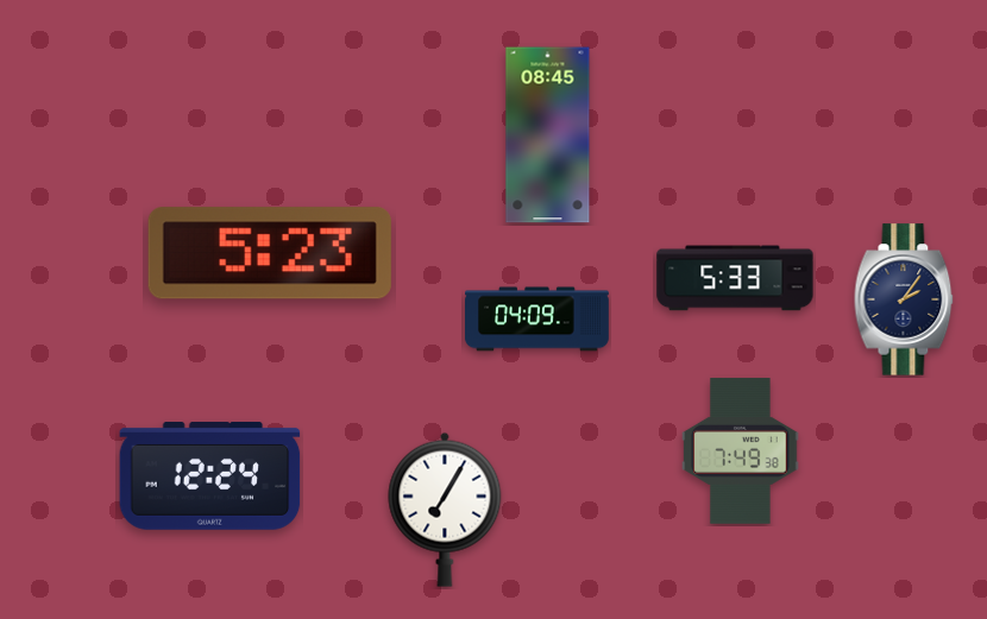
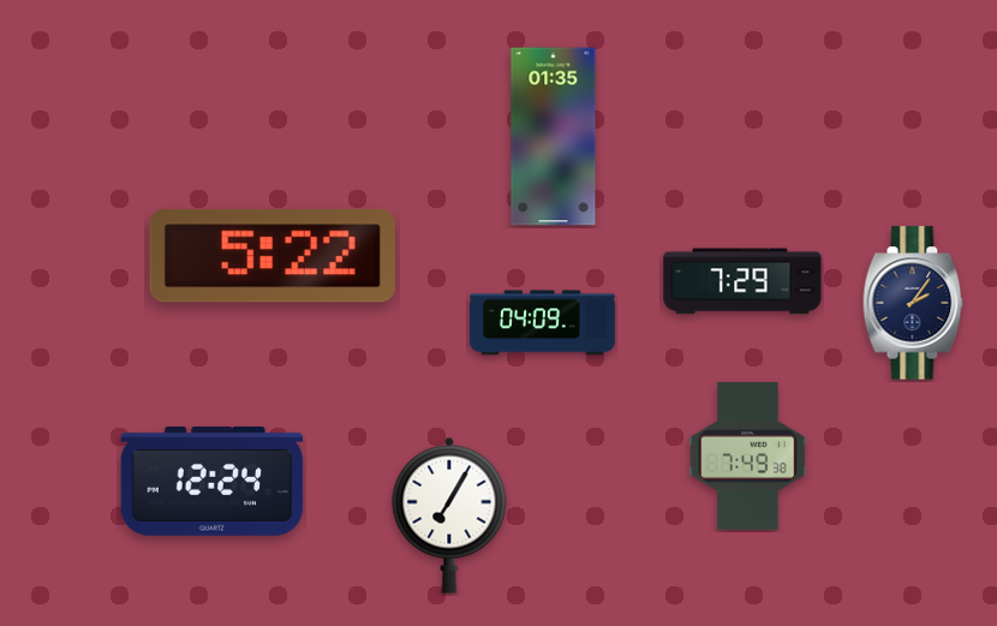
clock at (548, 135): 08:45 -> 01:35
clock at (270, 253): 5:23 -> 5:22
clock at (735, 278): 5:33 -> 7:29
